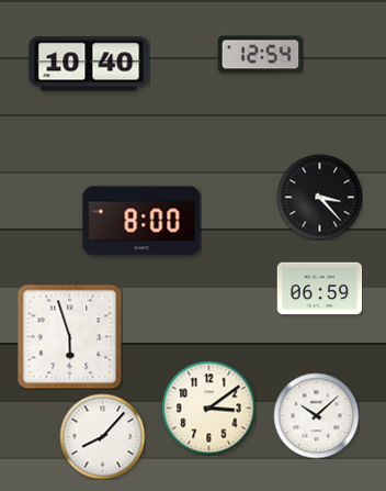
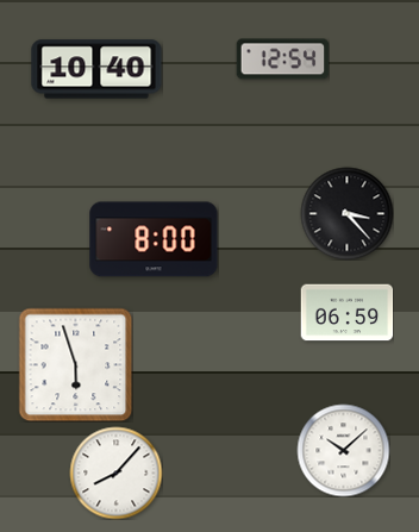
clock at (208, 408): 3:09 -> none
clock at (102, 436) position: (102, 436) -> (115, 472)
